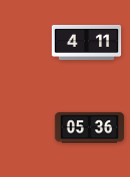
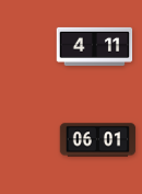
clock at (90, 128): 05:36 -> 06:01
